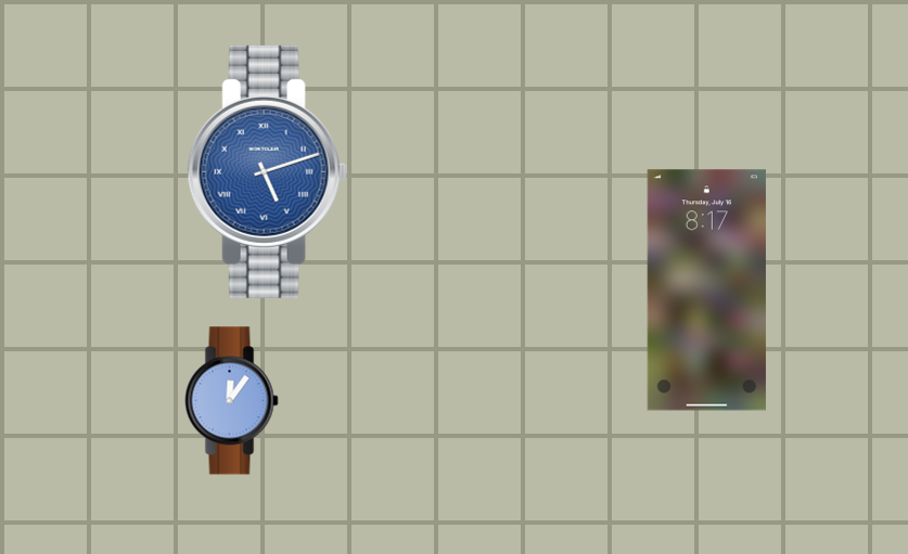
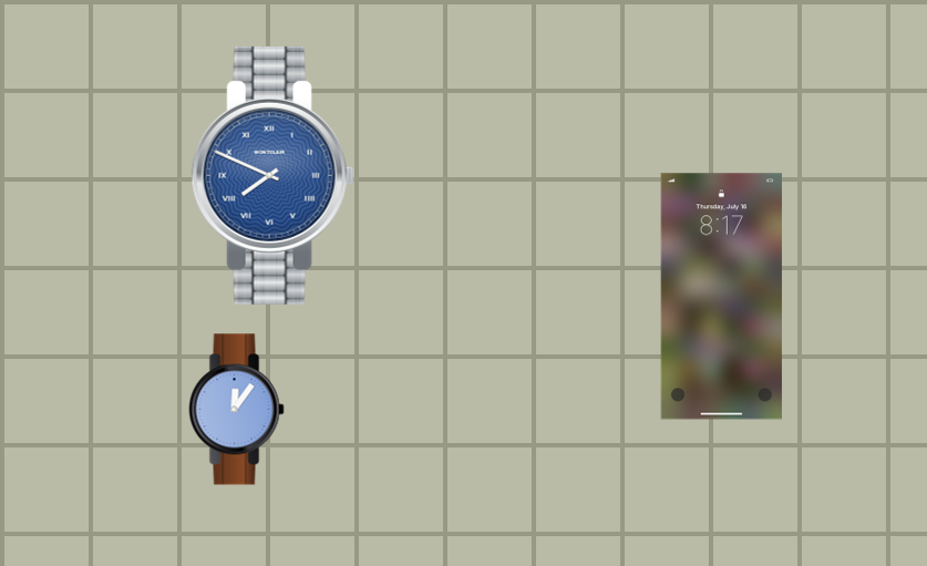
clock at (267, 171): 5:12 -> 7:49
